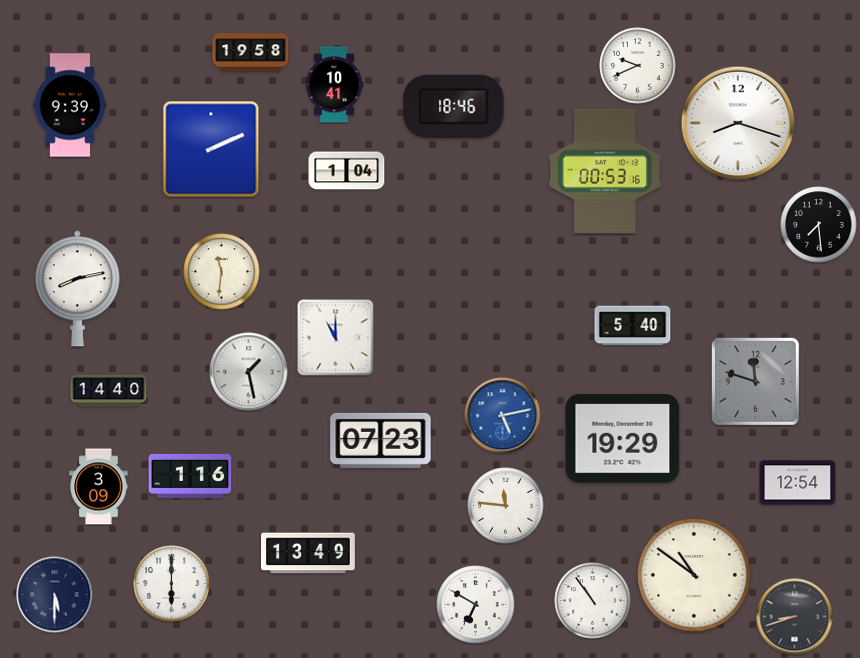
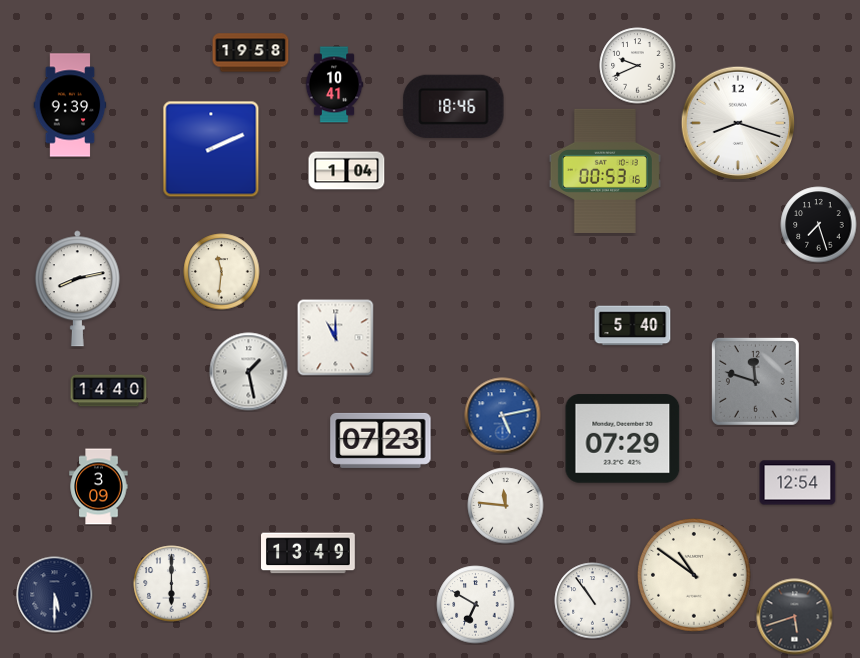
clock at (819, 225): 7:29 -> 7:27
clock at (623, 439): 19:29 -> 07:29
clock at (190, 476): 1:16 -> none
clock at (795, 617): 8:42 -> 5:42
